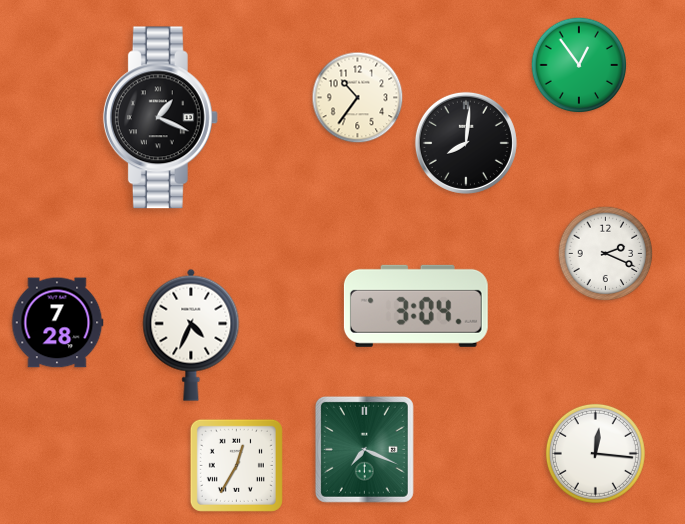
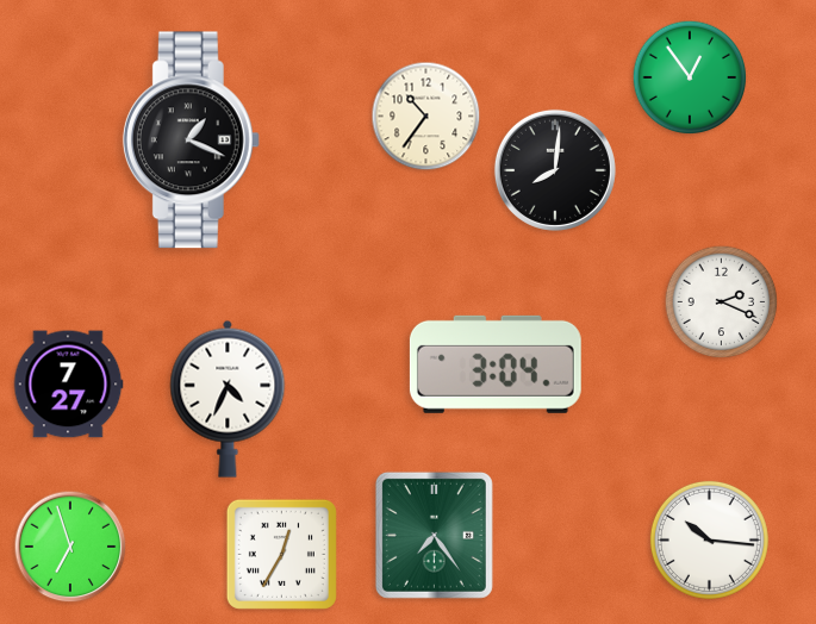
clock at (57, 323): 7:28 -> 7:27
clock at (364, 449): 7:19 -> 7:24
clock at (595, 453): 12:16 -> 10:16
clock at (70, 547): none -> 6:57
